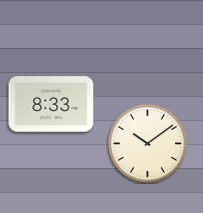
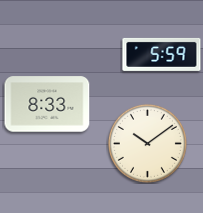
clock at (162, 54): none -> 5:59
clock at (51, 104) position: (51, 104) -> (47, 104)
